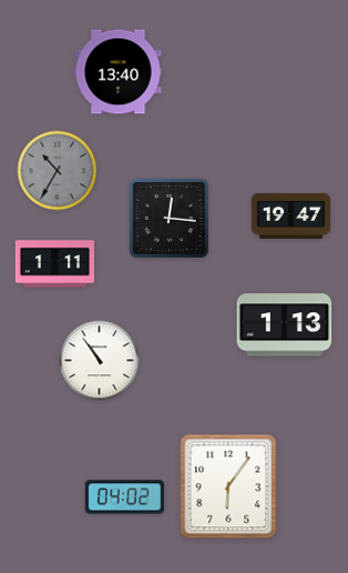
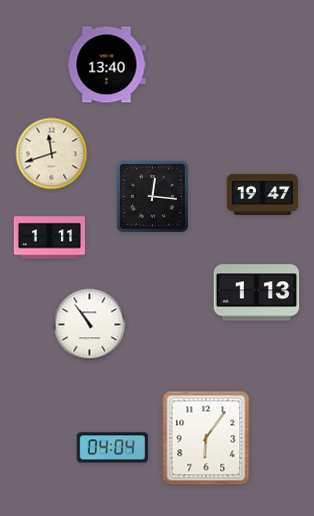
clock at (58, 171): 10:35 -> 11:42
clock at (58, 171) dial: grey -> cream
clock at (124, 497): 04:02 -> 04:04
